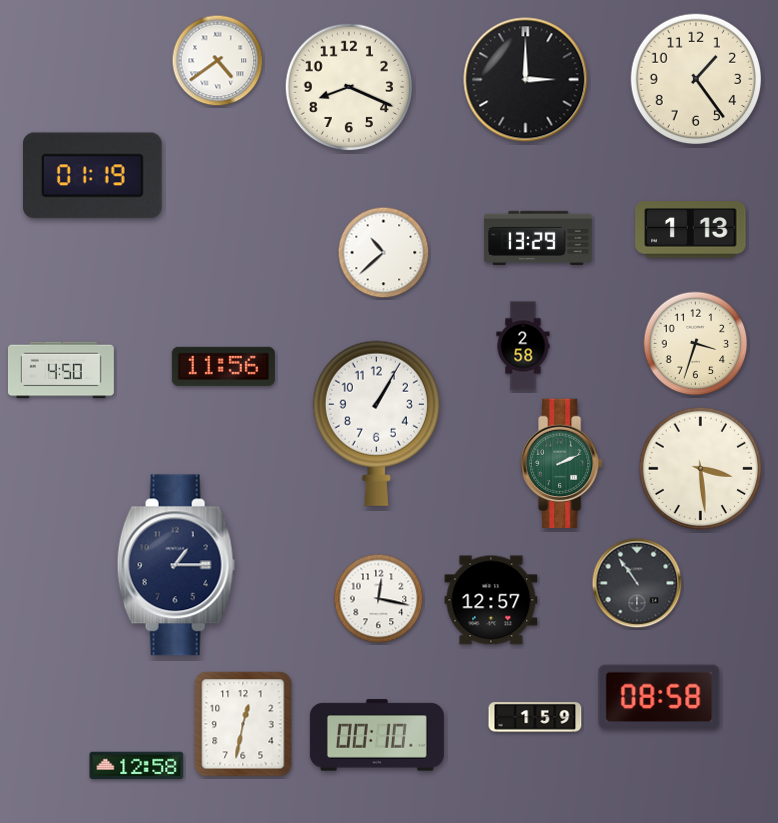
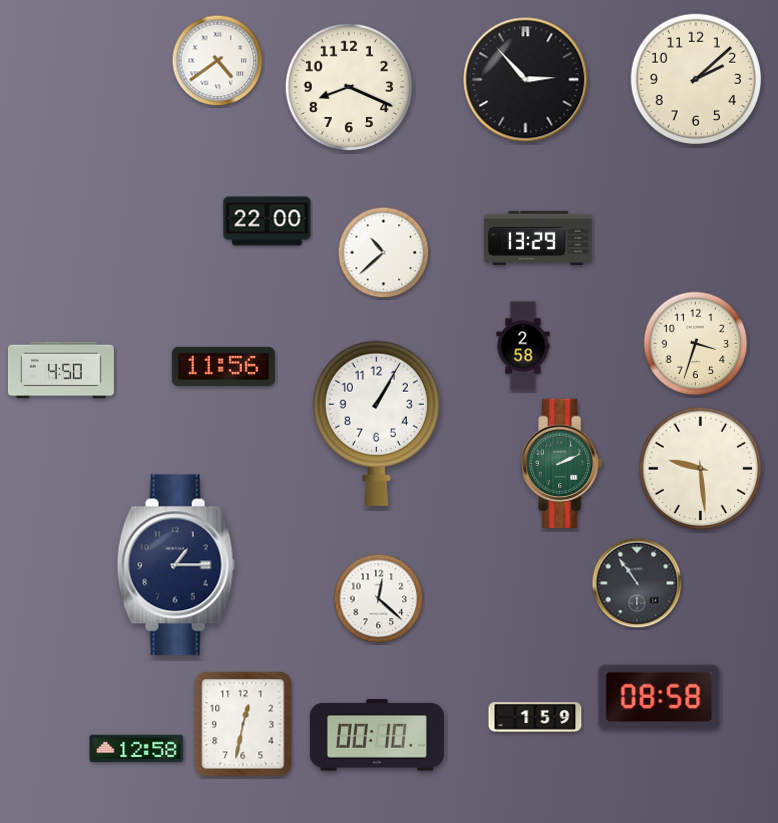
clock at (696, 79): 1:24 -> 2:08
clock at (526, 80): 3:00 -> 2:53
clock at (93, 176): 01:19 -> none
clock at (267, 221): none -> 22:00
clock at (691, 230): 1:13 -> none
clock at (701, 469): 3:29 -> 9:29
clock at (379, 599): 12:17 -> 12:22
clock at (491, 600): 12:57 -> none
clock at (137, 766) position: (137, 766) -> (137, 749)
